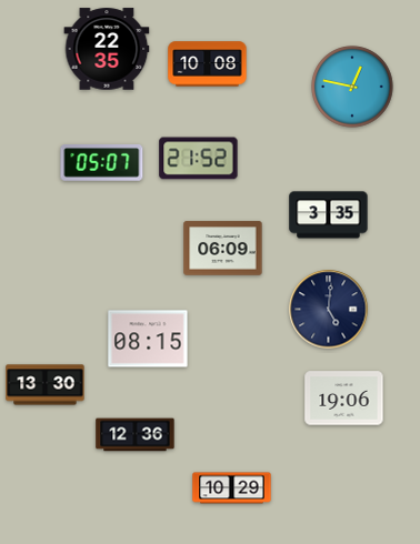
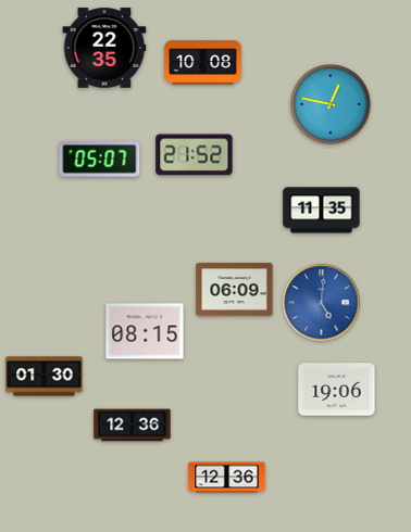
clock at (352, 87) position: (352, 87) -> (331, 104)
clock at (329, 215): 3:35 -> 11:35
clock at (223, 249) position: (223, 249) -> (235, 290)
clock at (329, 310) dial: navy -> blue
clock at (46, 385): 13:30 -> 01:30
clock at (232, 488): 10:29 -> 12:36
